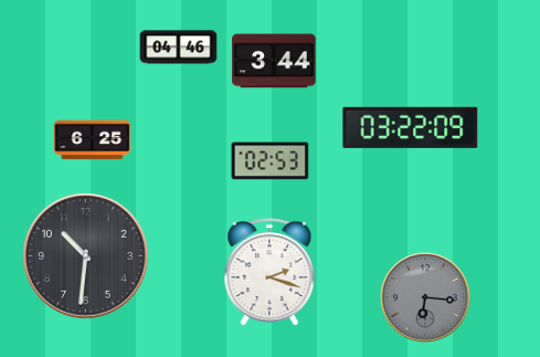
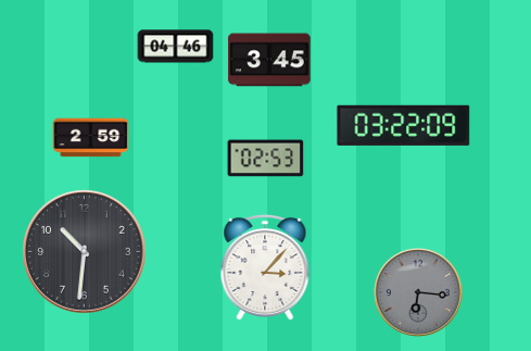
clock at (274, 61): 3:44 -> 3:45
clock at (93, 140): 6:25 -> 2:59
clock at (269, 272): 2:18 -> 3:07
